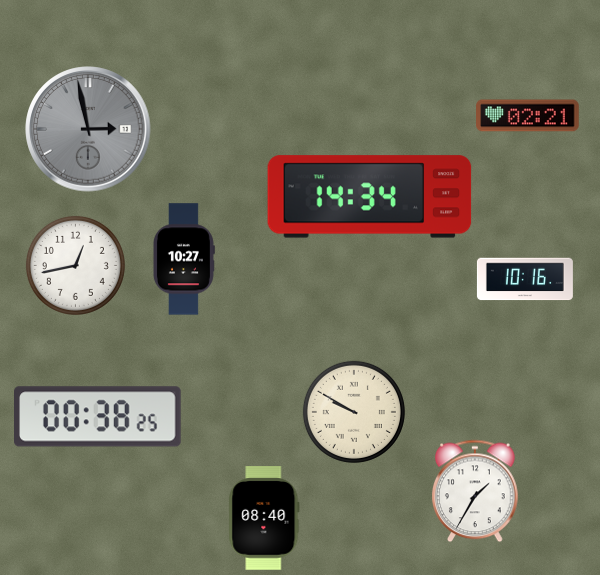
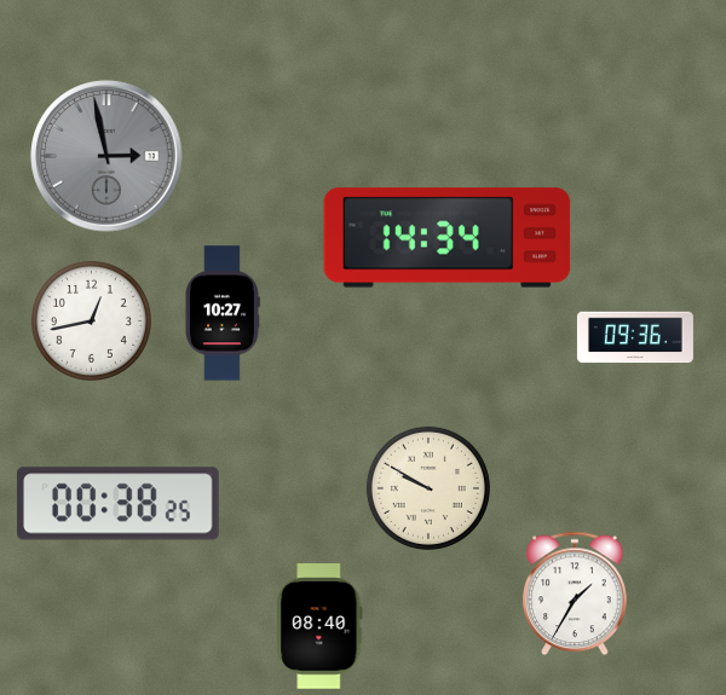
clock at (528, 116): 02:21 -> none
clock at (525, 279): 10:16 -> 09:36
clock at (354, 412) position: (354, 412) -> (428, 488)
